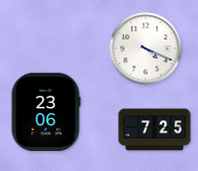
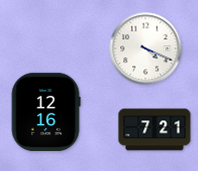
clock at (46, 112): 23:06 -> 12:16
clock at (155, 130): 7:25 -> 7:21
